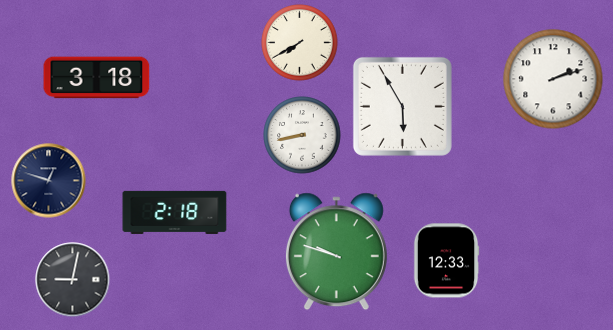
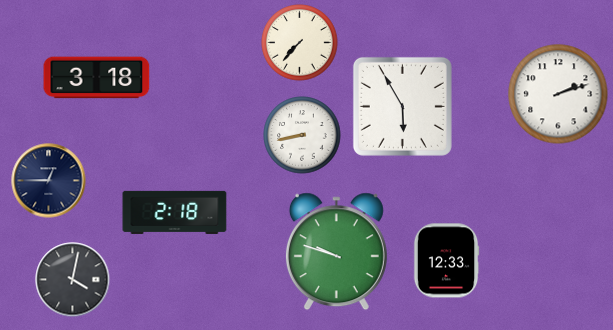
clock at (300, 43): 7:40 -> 7:37
clock at (553, 79) position: (553, 79) -> (558, 94)
clock at (49, 181): 12:48 -> 12:45
clock at (73, 280): 9:02 -> 4:02
